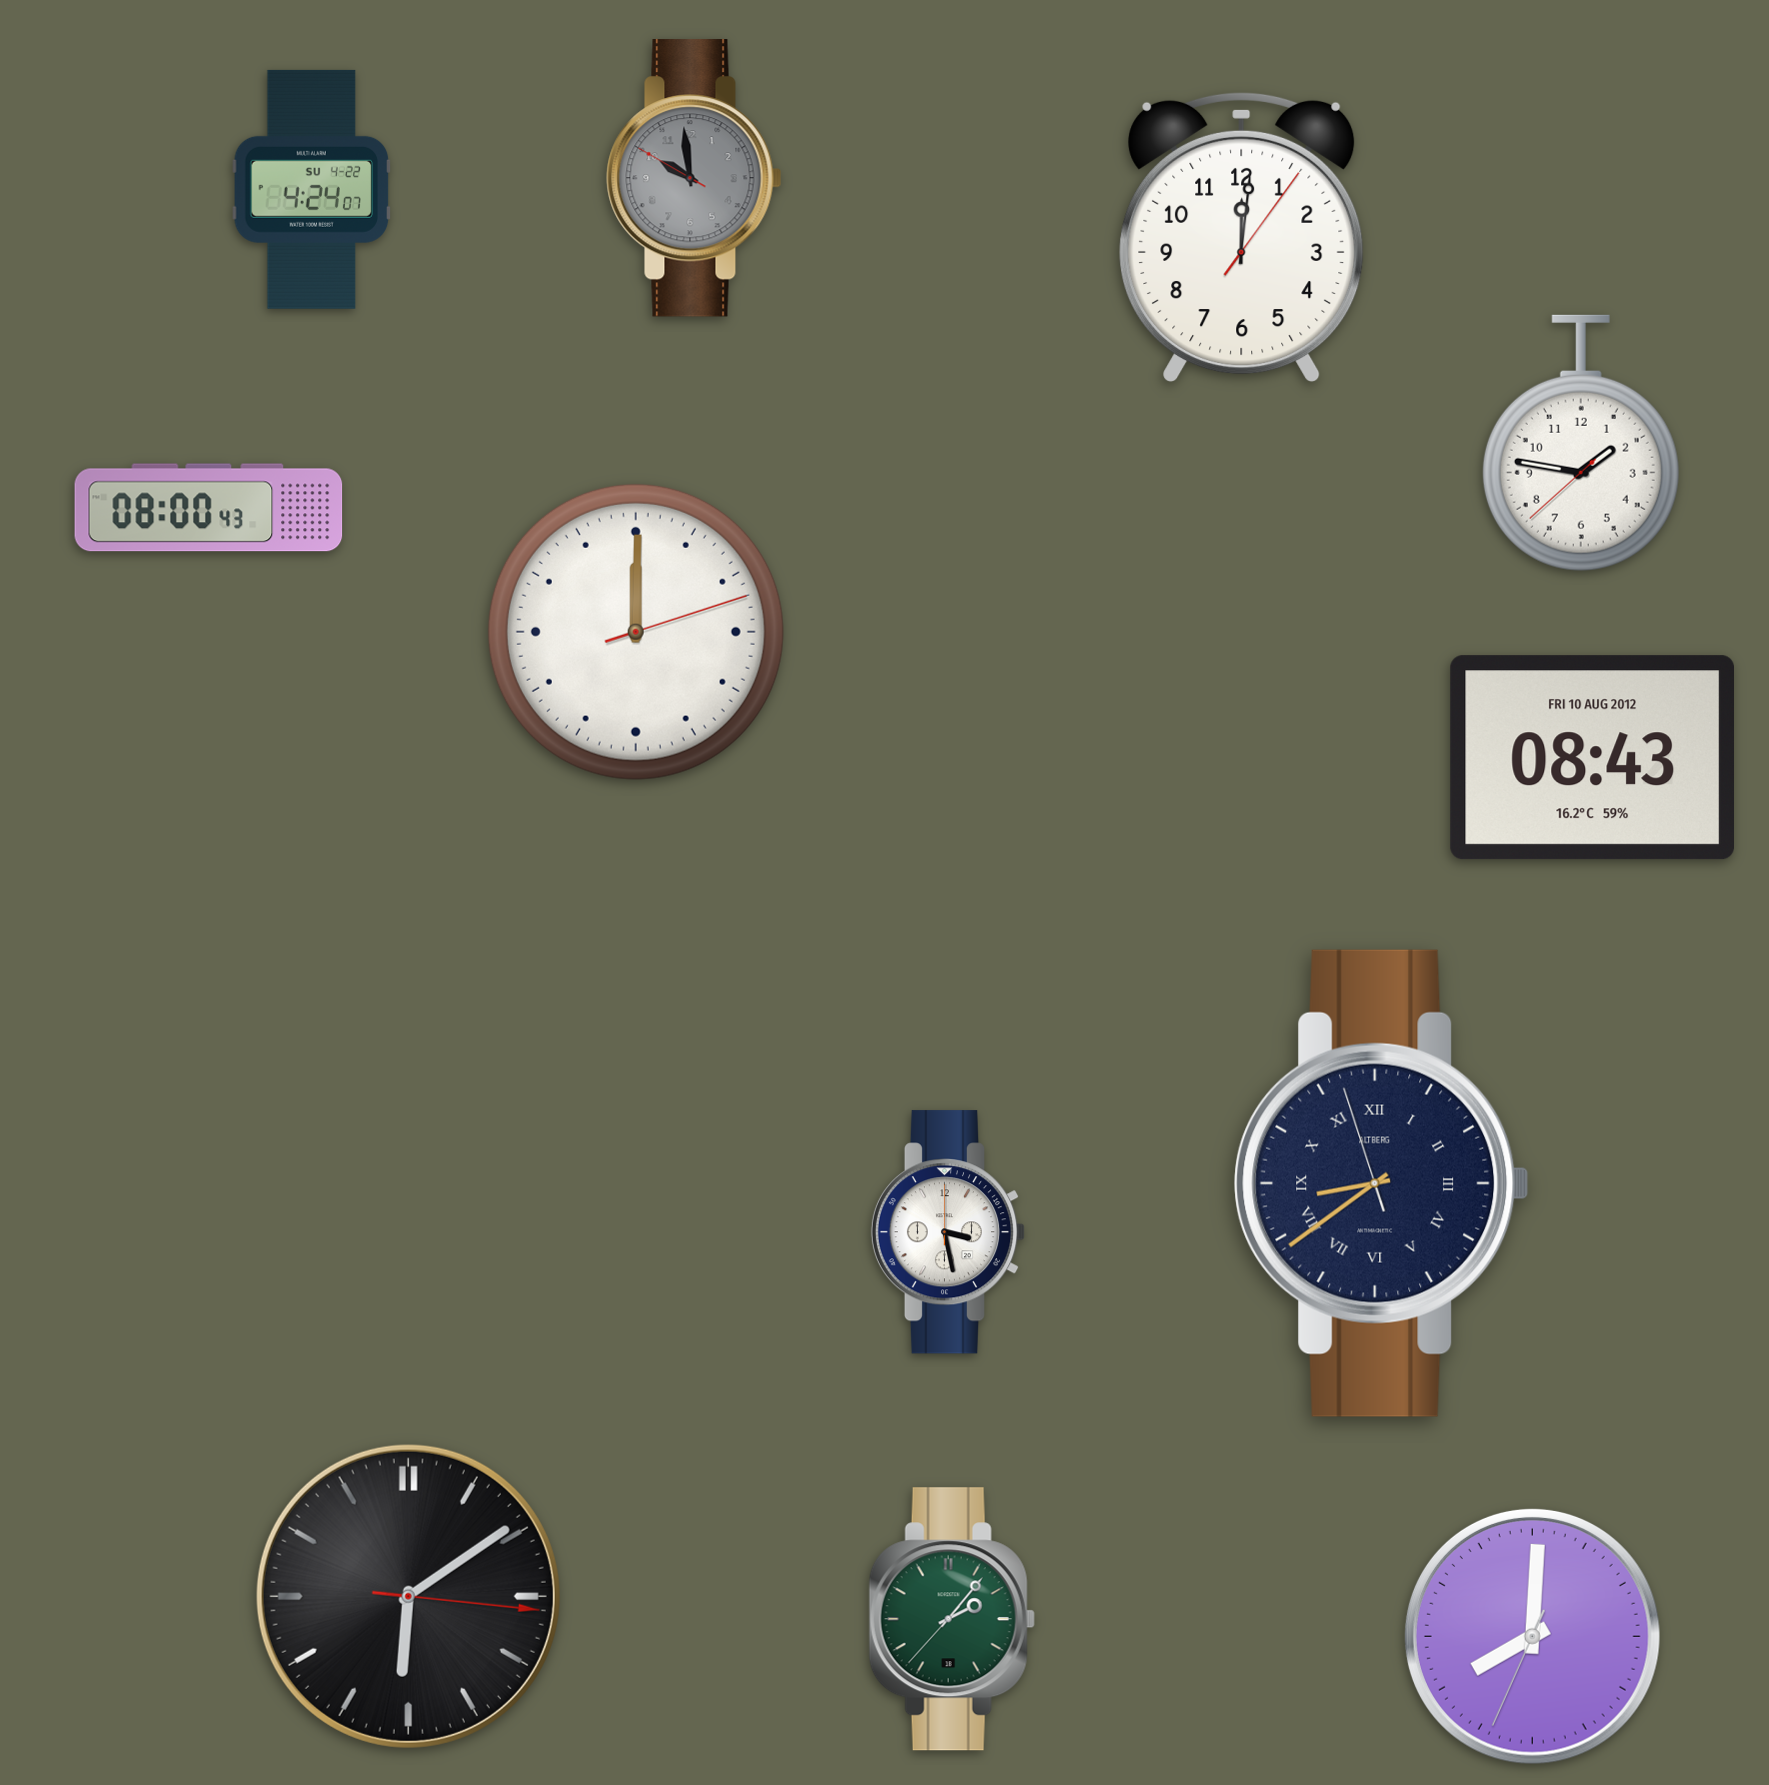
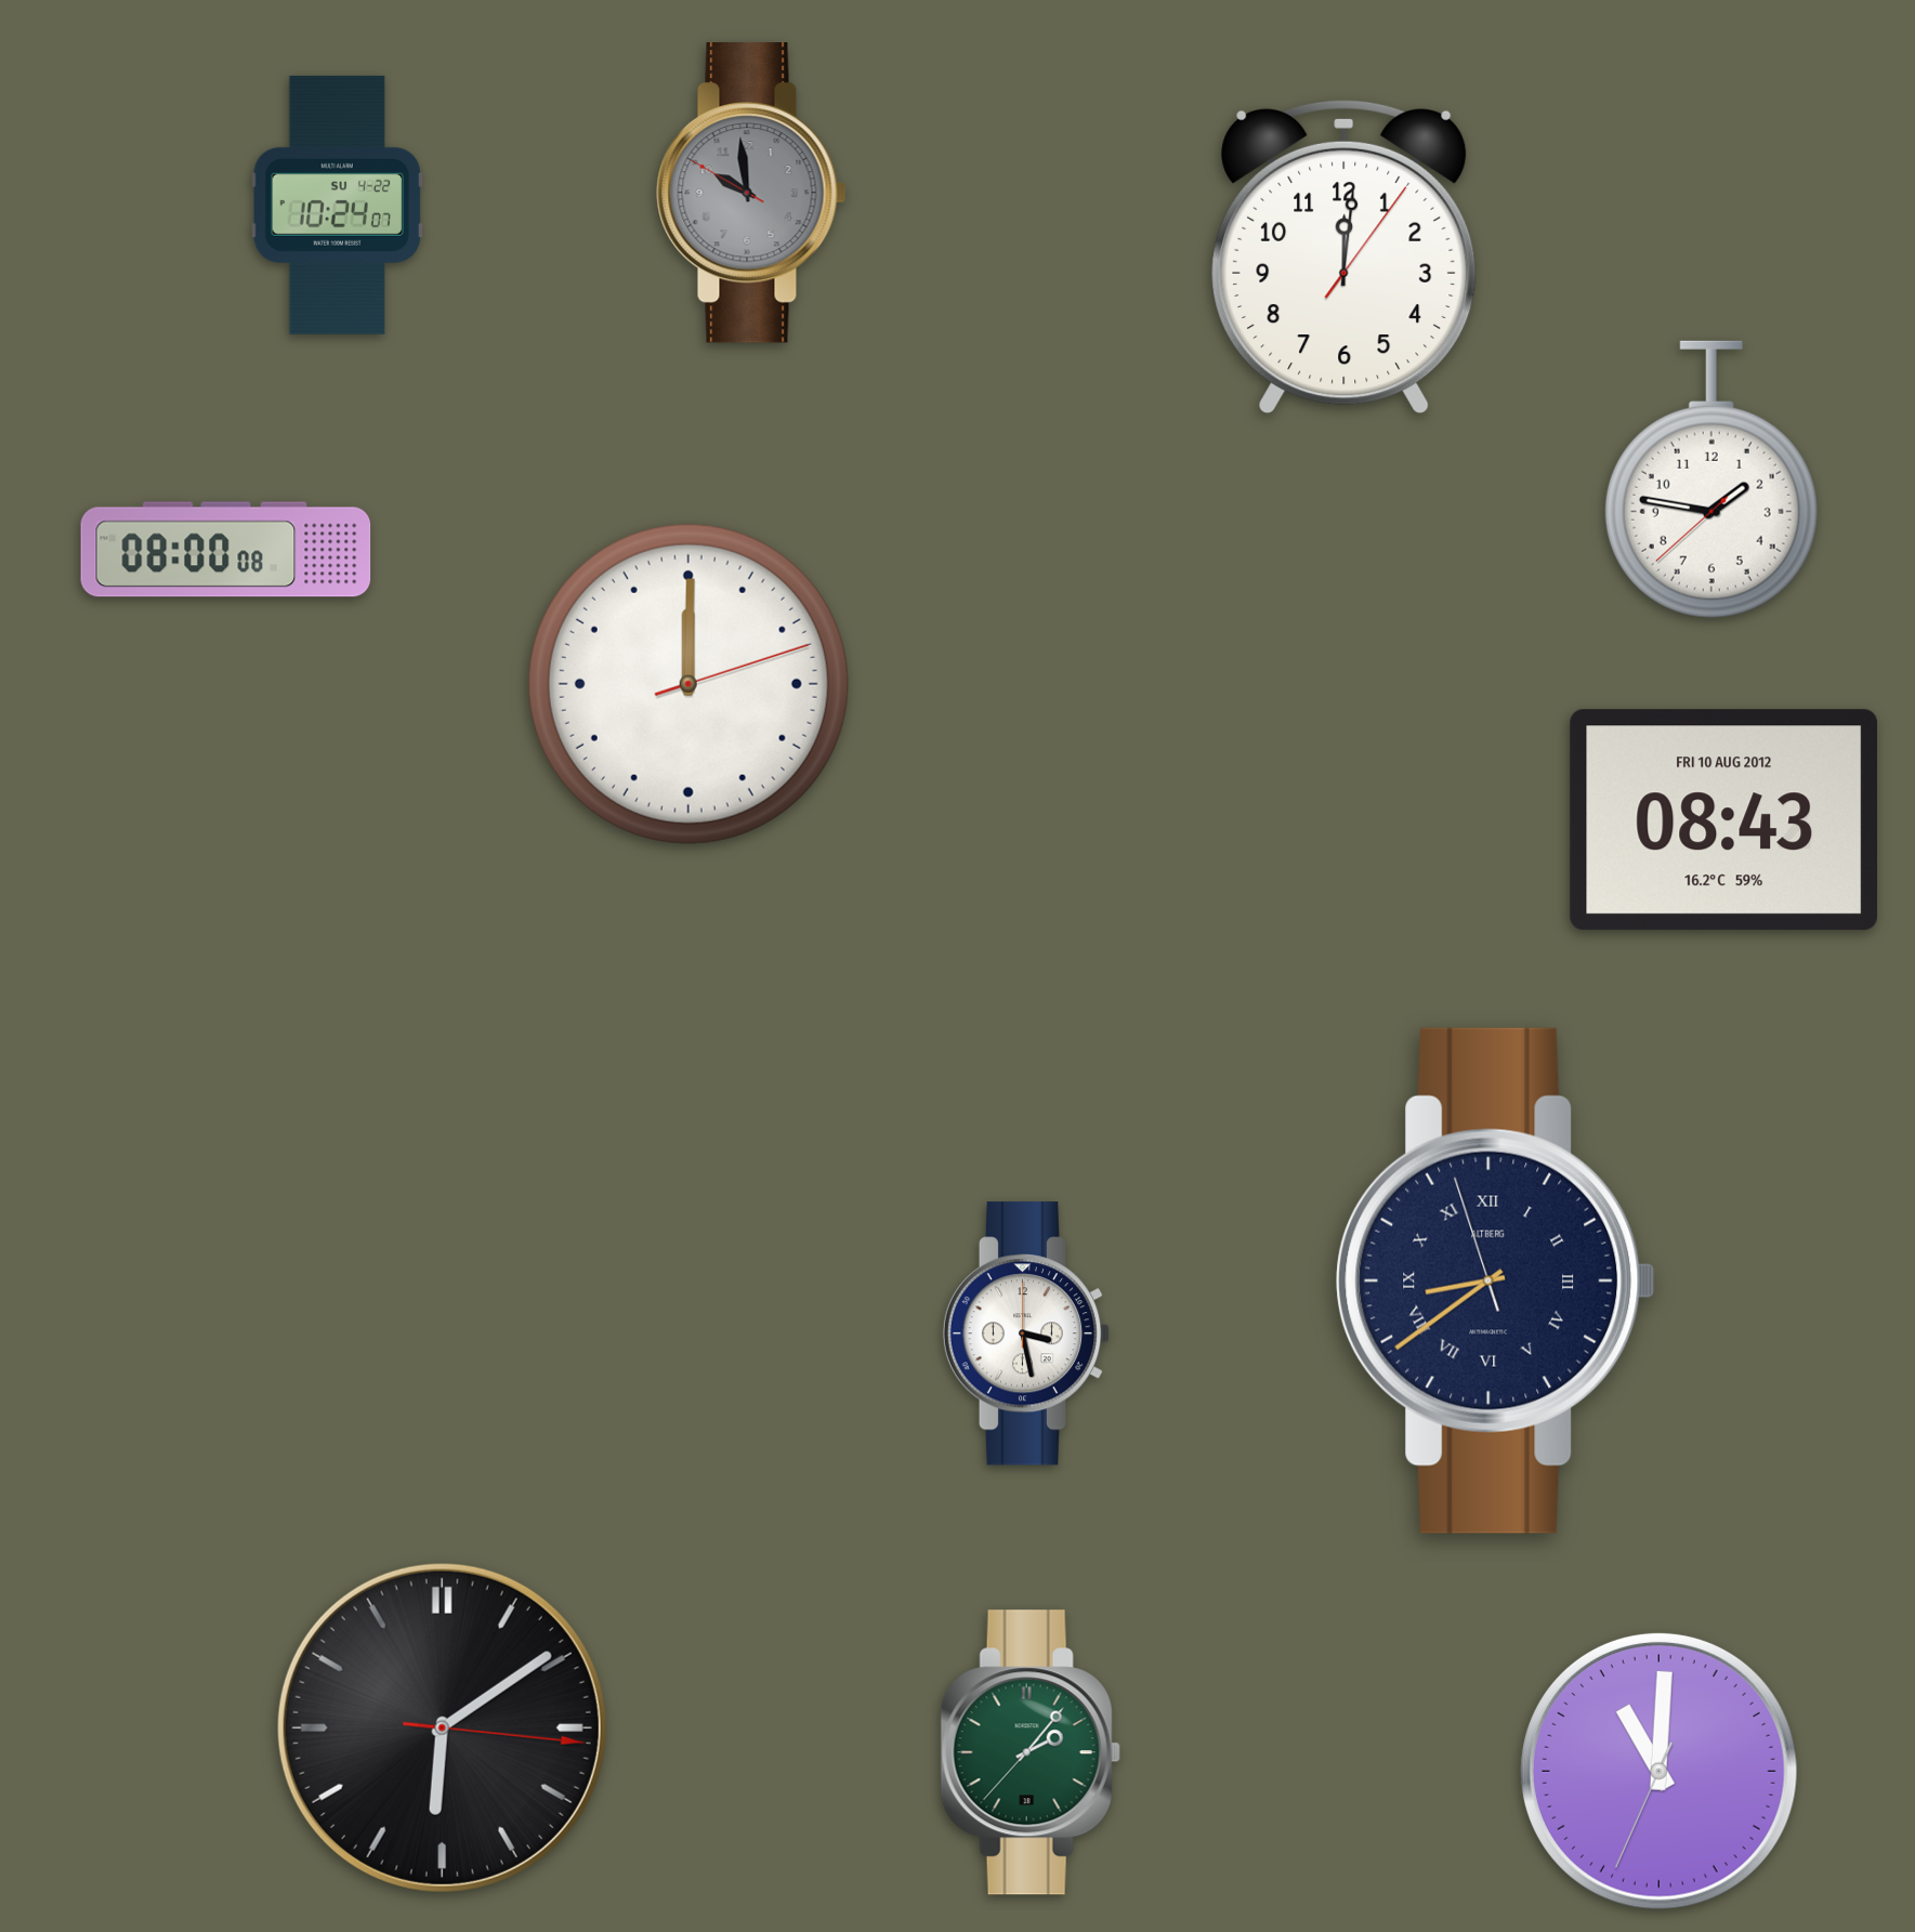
clock at (312, 189): 4:24 -> 10:24
clock at (209, 508): 08:00:43 -> 08:00:08
clock at (1532, 1636): 8:00 -> 11:00
